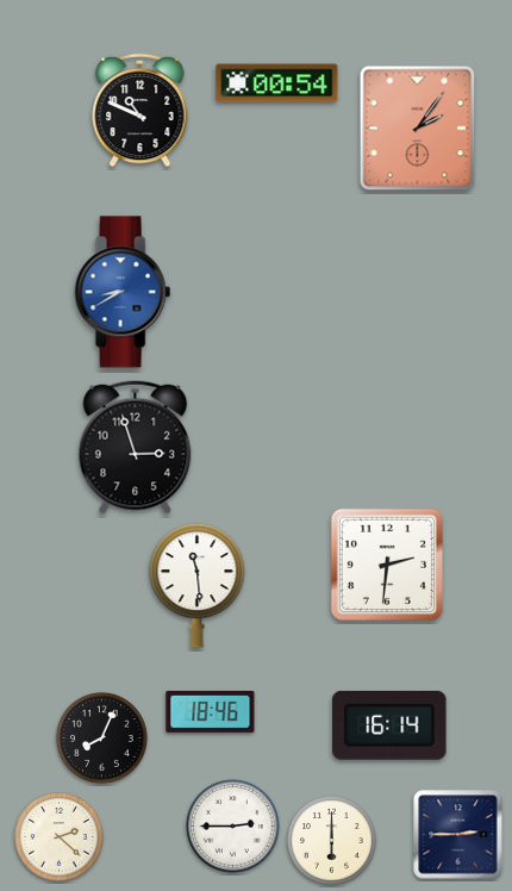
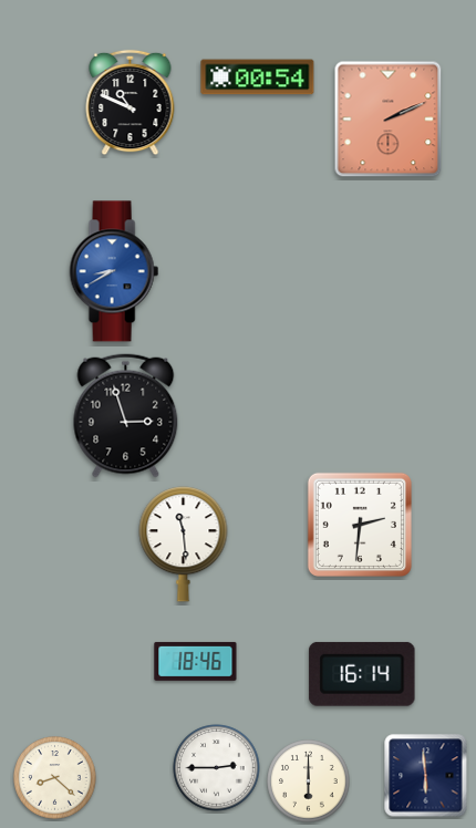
clock at (418, 129): 2:06 -> 2:11
clock at (102, 739): 8:04 -> none
clock at (458, 835): 2:45 -> 5:59
clock at (60, 837): 2:22 -> 8:22
